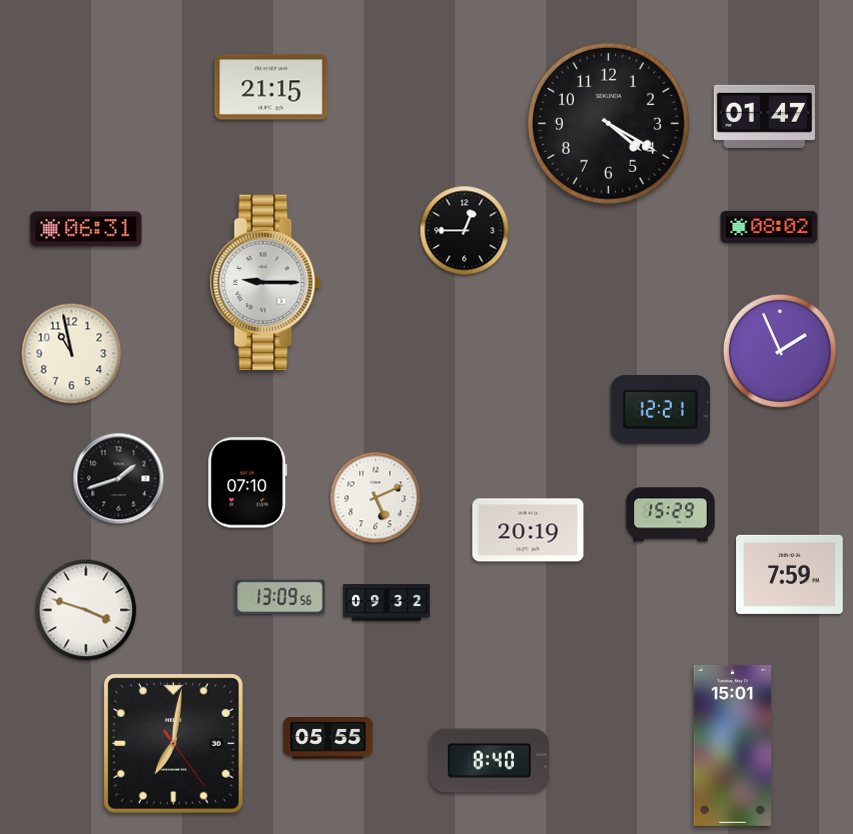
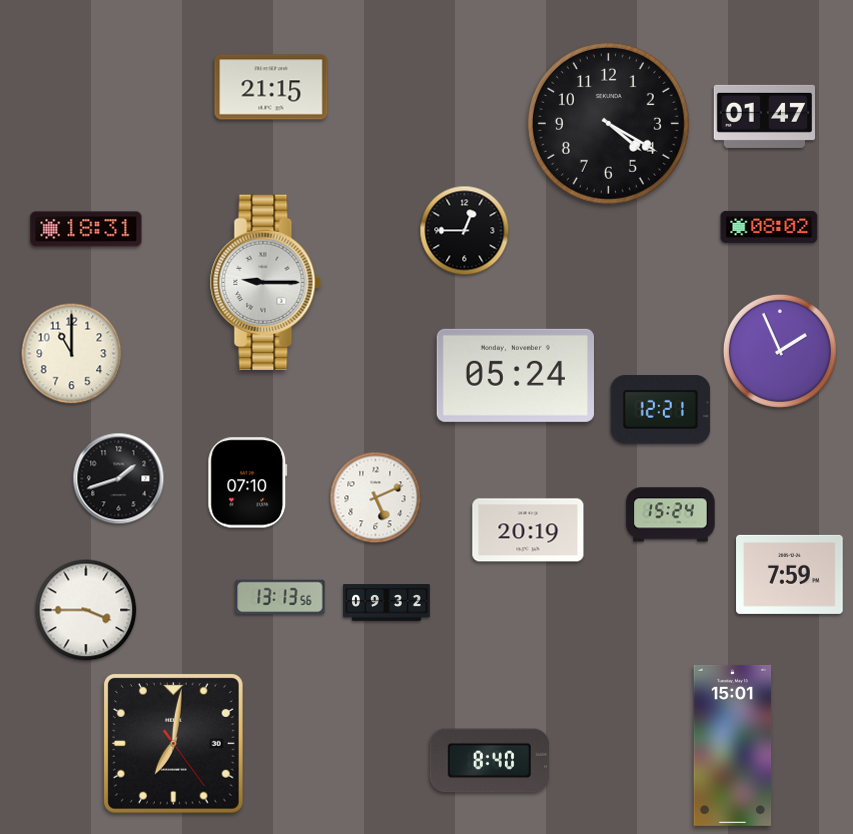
clock at (86, 229): 06:31 -> 18:31
clock at (72, 354): 10:58 -> 11:00
clock at (515, 375): none -> 05:24
clock at (671, 515): 15:29 -> 15:24
clock at (280, 597): 13:09 -> 13:13
clock at (86, 610): 3:48 -> 3:45
clock at (328, 738): 05:55 -> none
